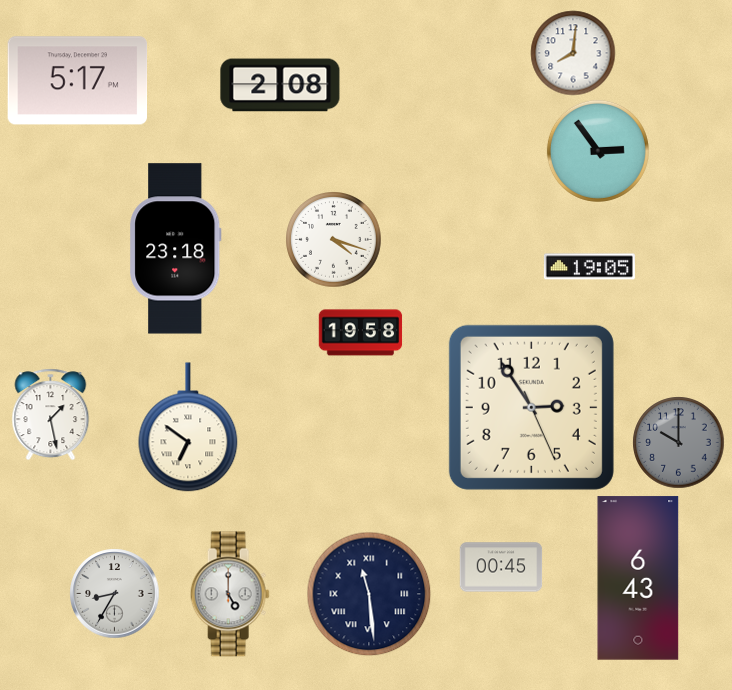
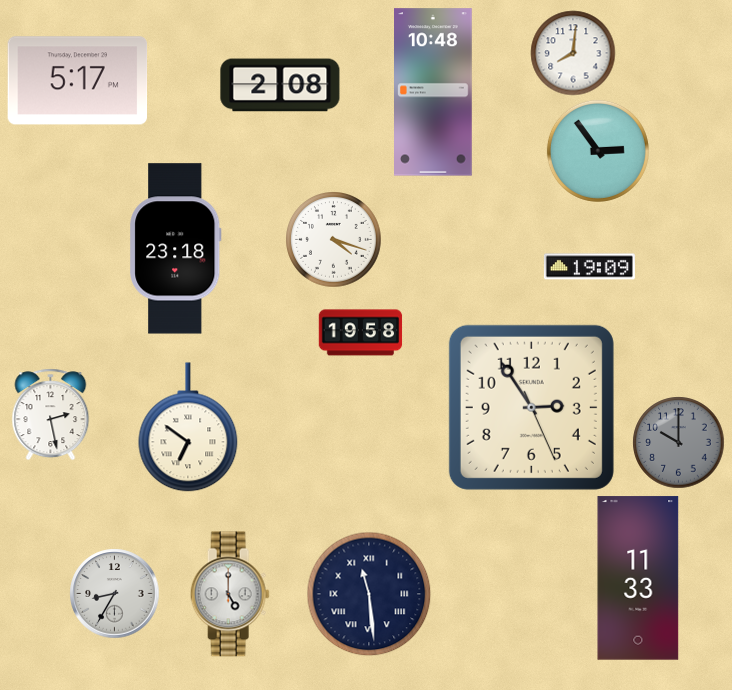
clock at (434, 92): none -> 10:48
clock at (589, 267): 19:05 -> 19:09
clock at (51, 414): 1:28 -> 2:28
clock at (501, 567): 00:45 -> none
clock at (638, 578): 6:43 -> 11:33
